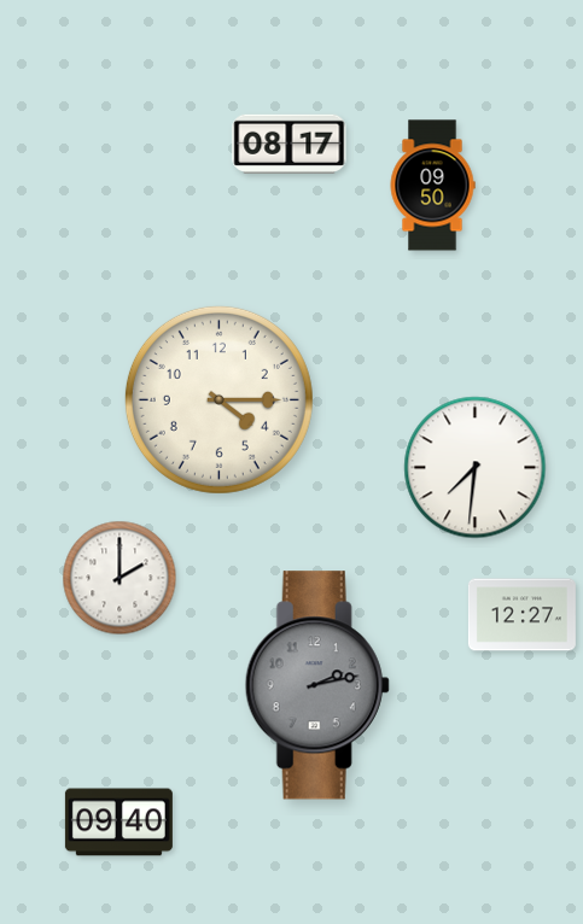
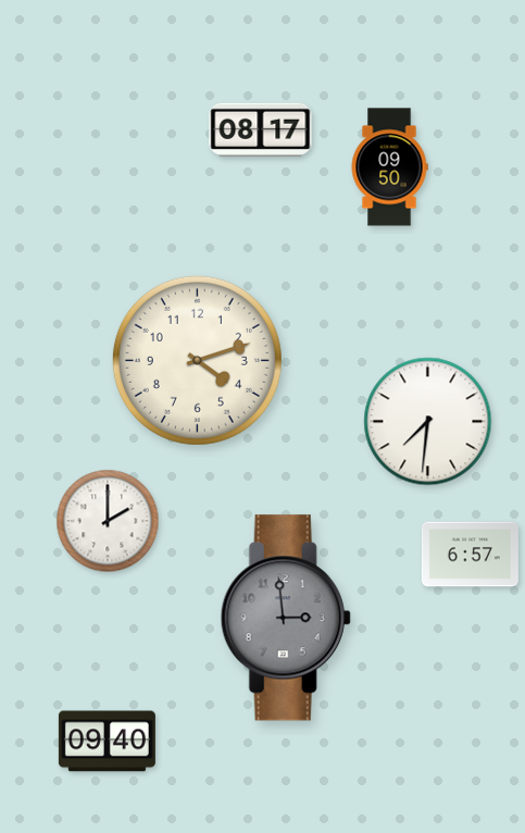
clock at (218, 399): 4:15 -> 4:12
clock at (521, 615): 12:27 -> 6:57
clock at (317, 685): 2:13 -> 2:59
